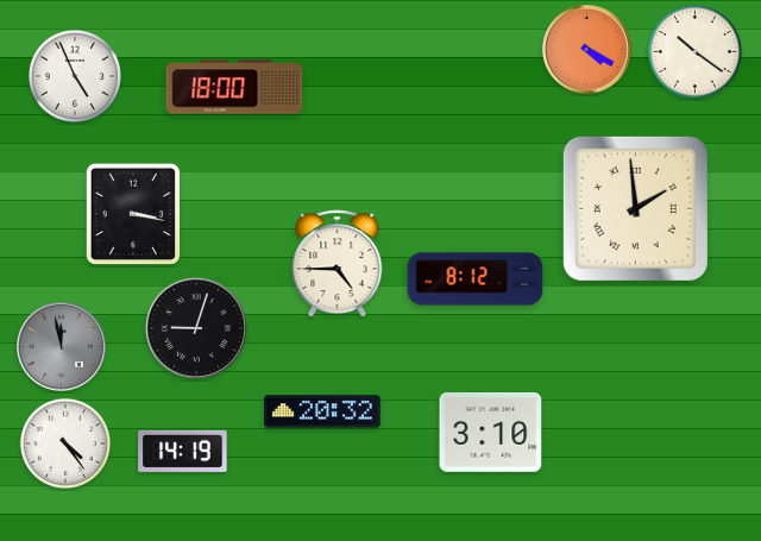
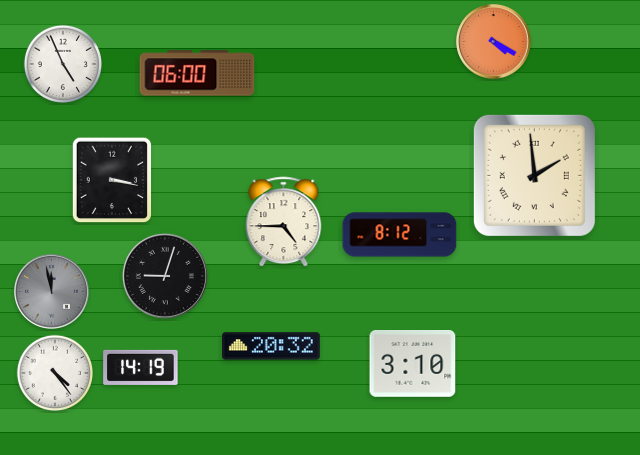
clock at (694, 51): 10:21 -> none
clock at (234, 87): 18:00 -> 06:00
clock at (183, 451) position: (183, 451) -> (141, 367)
